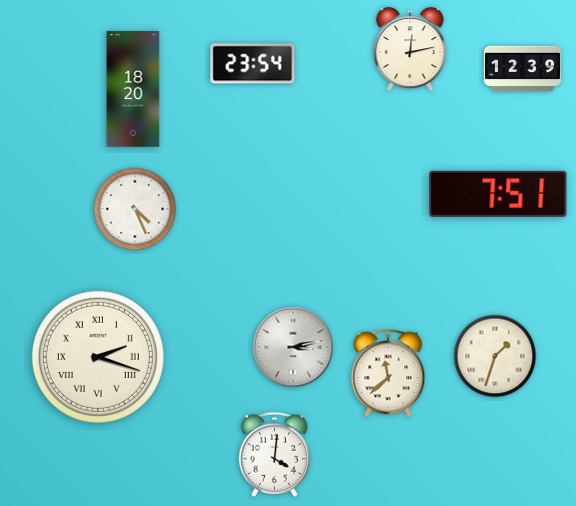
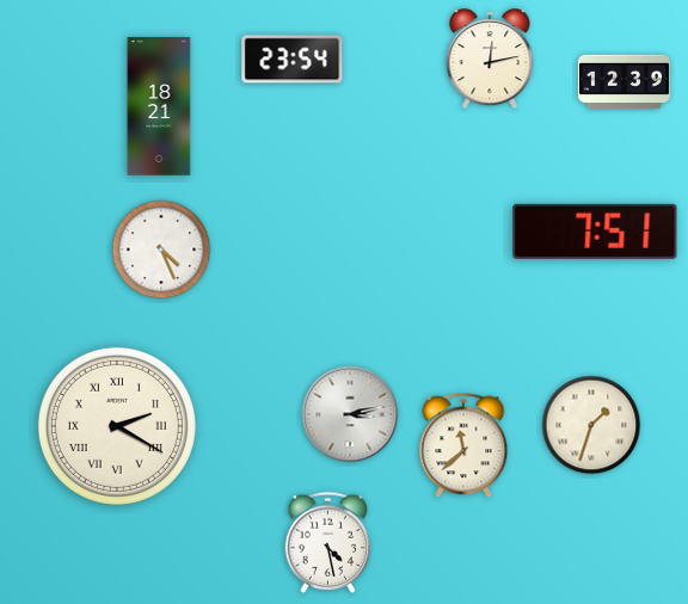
clock at (253, 64) position: (253, 64) -> (293, 60)
clock at (133, 89): 18:20 -> 18:21
clock at (98, 357): 2:18 -> 2:20
clock at (275, 454): 4:01 -> 4:28
